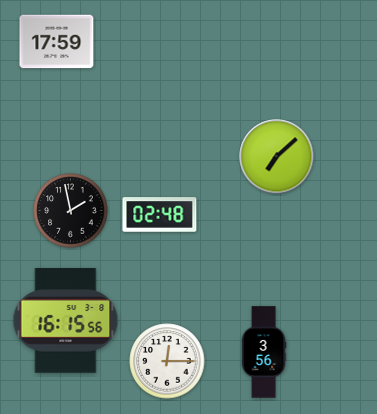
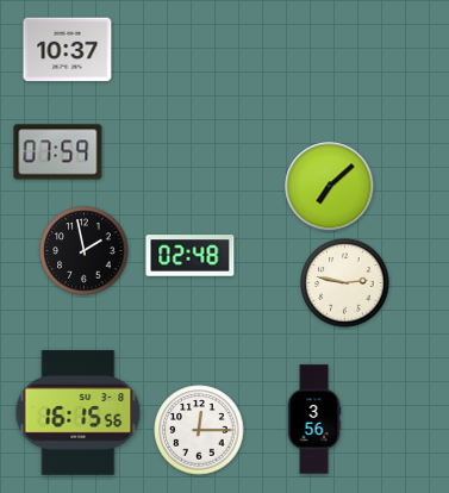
clock at (57, 42): 17:59 -> 10:37
clock at (58, 152): none -> 07:59
clock at (345, 283): none -> 2:47
clock at (66, 321) position: (66, 321) -> (79, 413)
